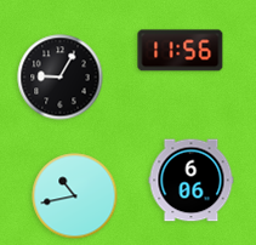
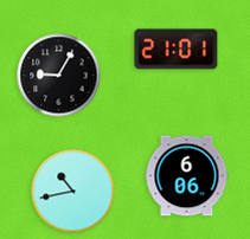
clock at (181, 51): 11:56 -> 21:01
